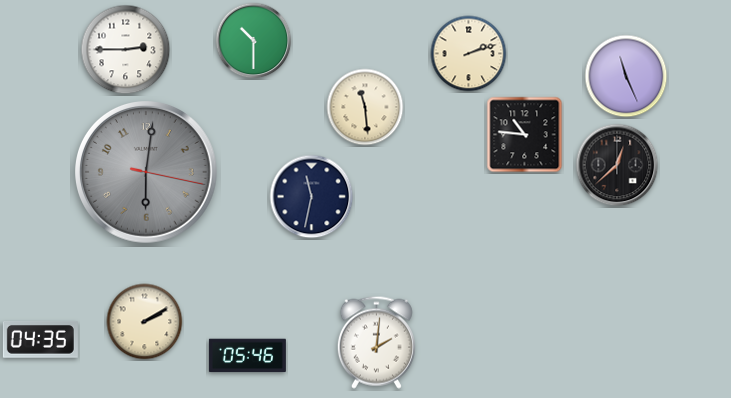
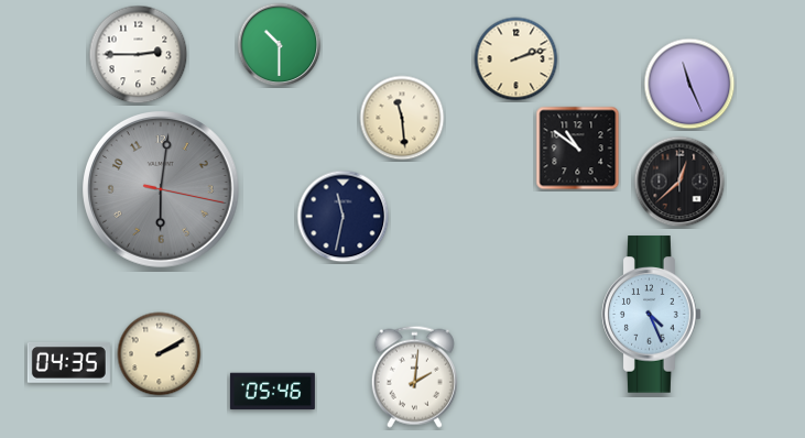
clock at (525, 135): 10:46 -> 10:51
clock at (652, 315): none -> 4:26
clock at (40, 340) position: (40, 340) -> (68, 363)
